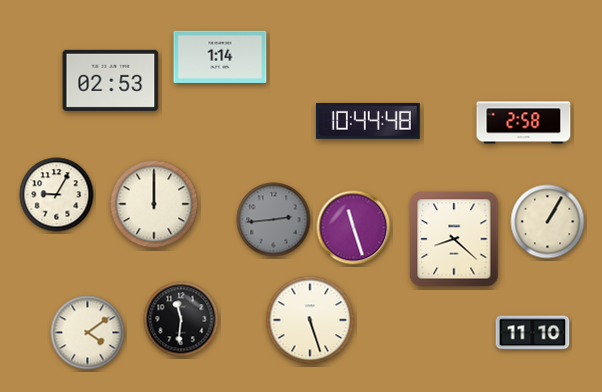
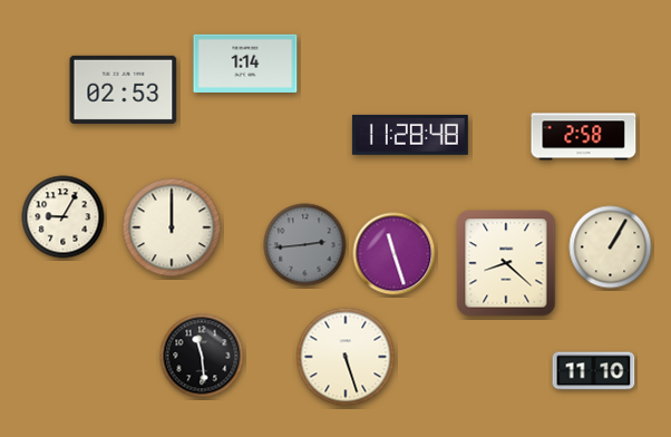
clock at (368, 121): 10:44 -> 11:28
clock at (454, 239) position: (454, 239) -> (506, 263)
clock at (181, 319): 11:31 -> 11:29
clock at (88, 333): 4:09 -> none
